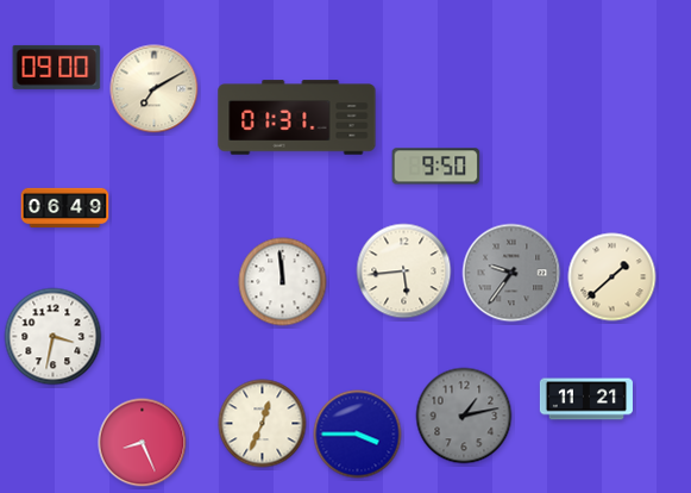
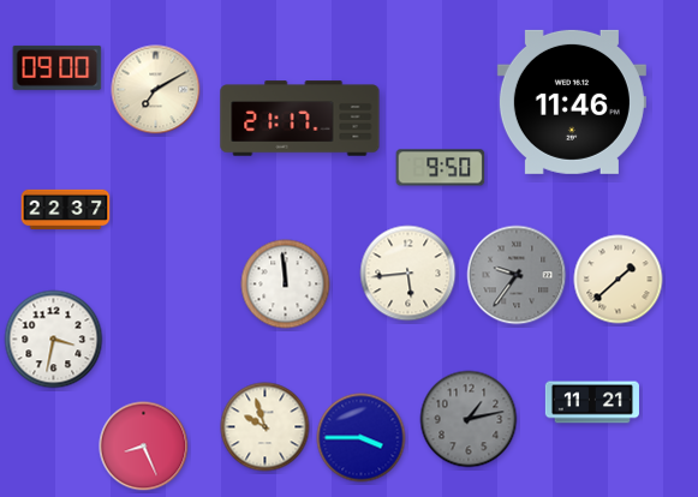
clock at (572, 102): none -> 11:46
clock at (297, 118): 01:31 -> 21:17
clock at (65, 207): 06:49 -> 22:37
clock at (263, 424): 12:34 -> 9:57
